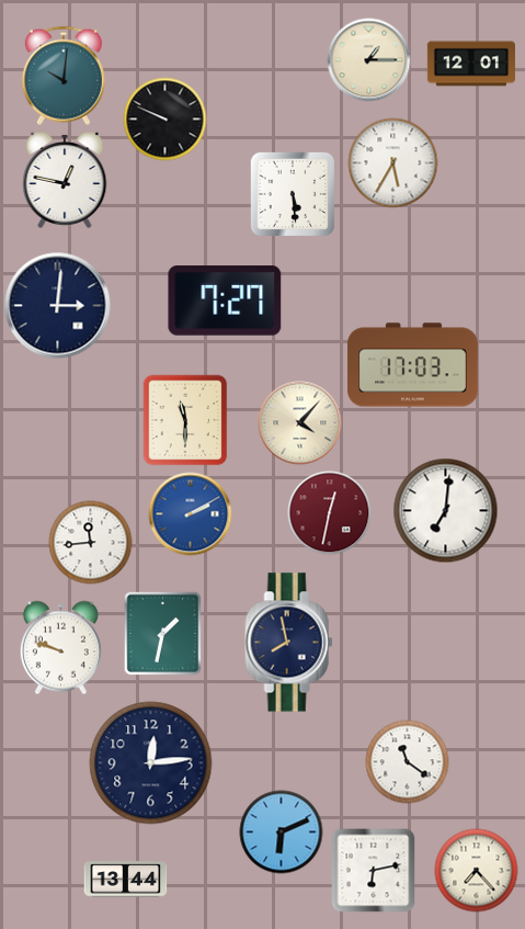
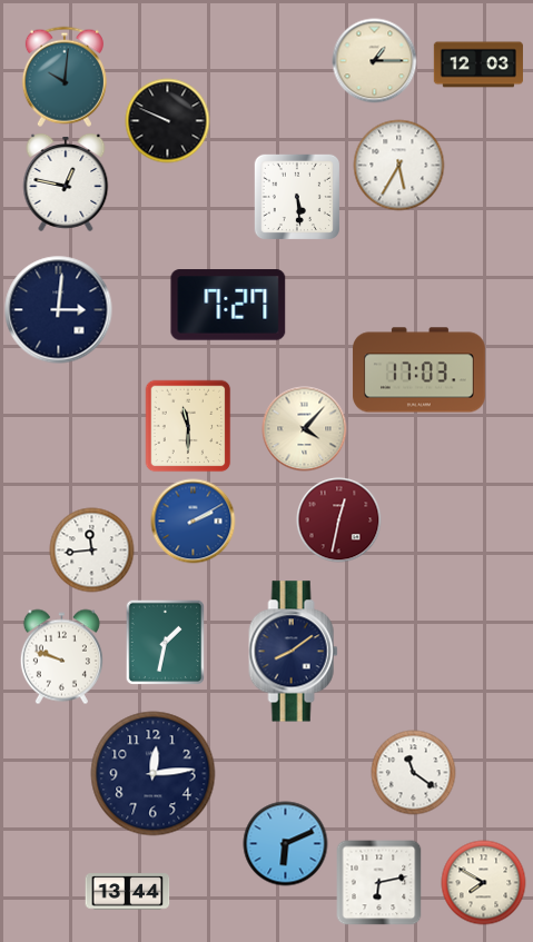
clock at (471, 64): 12:01 -> 12:03
clock at (446, 511): 7:01 -> none
clock at (330, 513) position: (330, 513) -> (339, 520)
clock at (289, 643): 7:58 -> 8:09
clock at (477, 871): 7:23 -> 7:50
